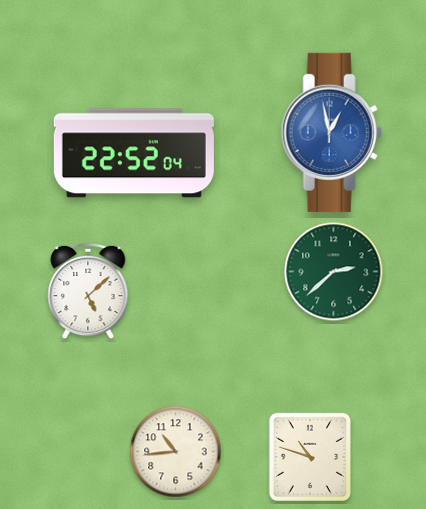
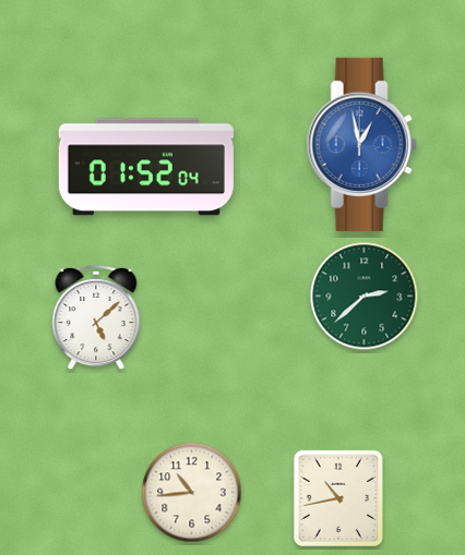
clock at (134, 153): 22:52 -> 01:52
clock at (310, 457): 10:48 -> 10:43
